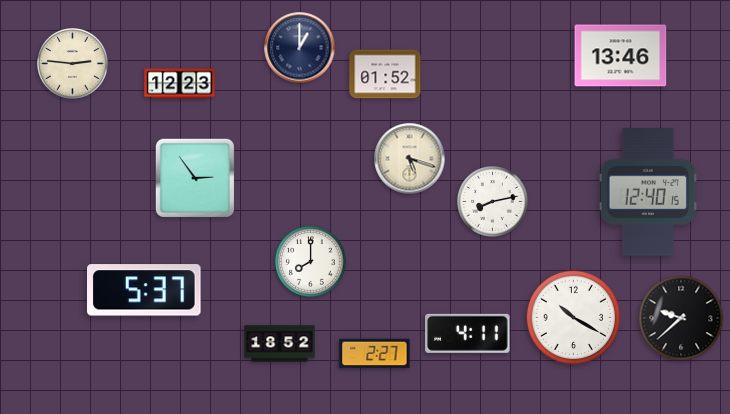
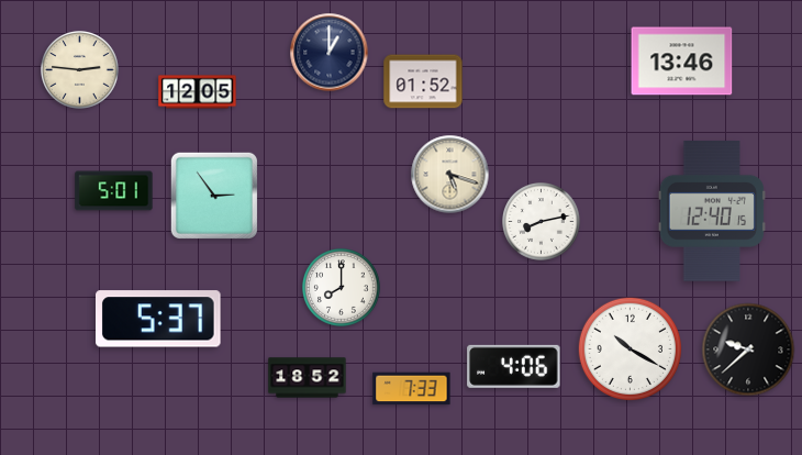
clock at (180, 84): 12:23 -> 12:05
clock at (114, 191): none -> 5:01
clock at (468, 333): 4:11 -> 4:06
clock at (375, 354): 2:27 -> 7:33
